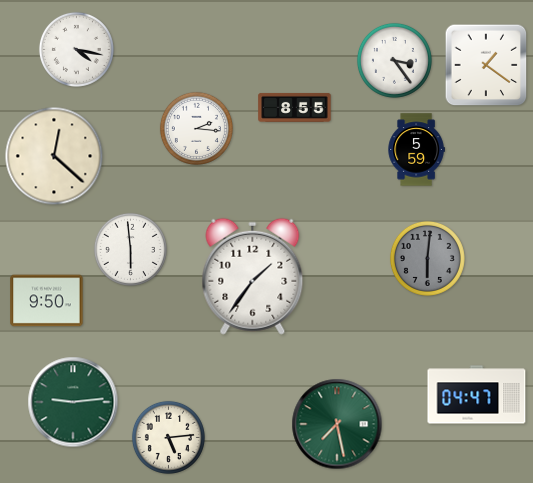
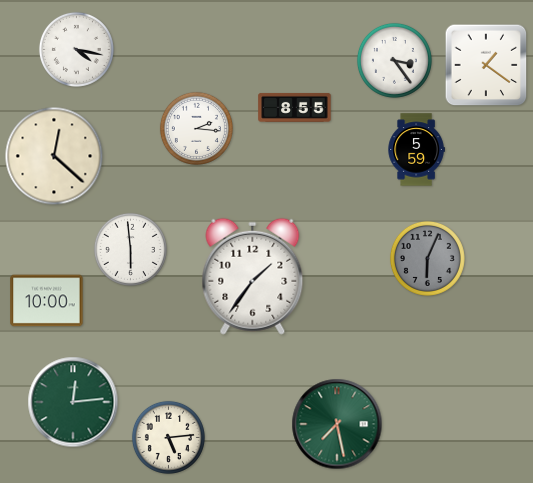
clock at (427, 258): 6:01 -> 6:04
clock at (47, 301): 9:50 -> 10:00
clock at (477, 395): 04:47 -> none
clock at (73, 402): 9:14 -> 12:14
